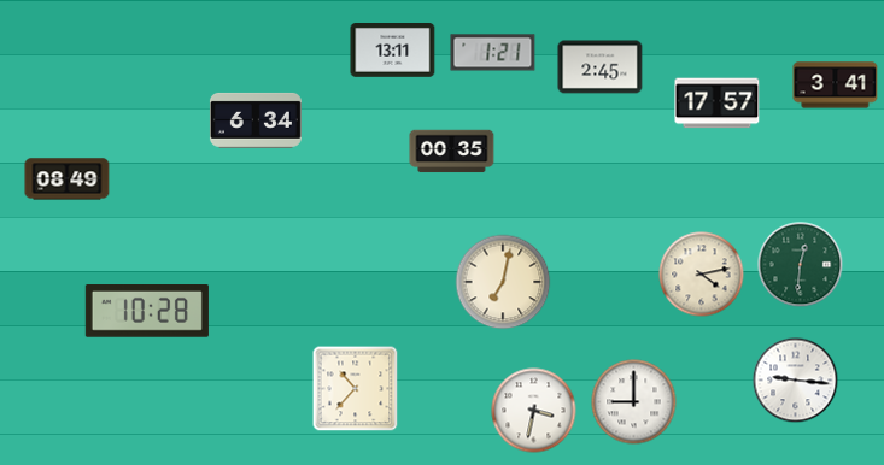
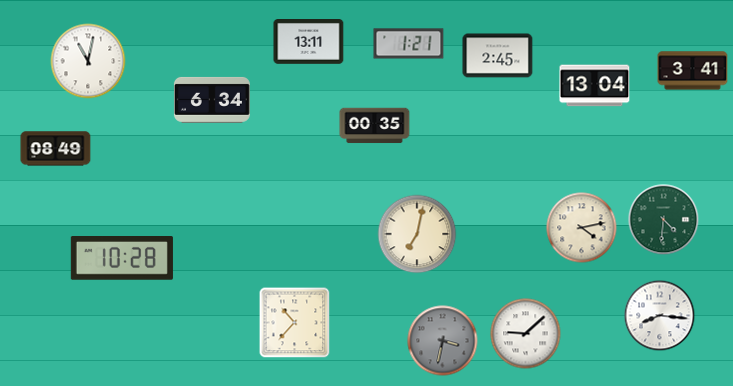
clock at (393, 51) position: (393, 51) -> (309, 42)
clock at (88, 61): none -> 11:02
clock at (718, 104): 17:57 -> 13:04
clock at (801, 265): 12:31 -> 4:31
clock at (796, 381): 9:16 -> 8:16
clock at (634, 402): 9:00 -> 9:08
clock at (534, 411) dial: white -> grey
